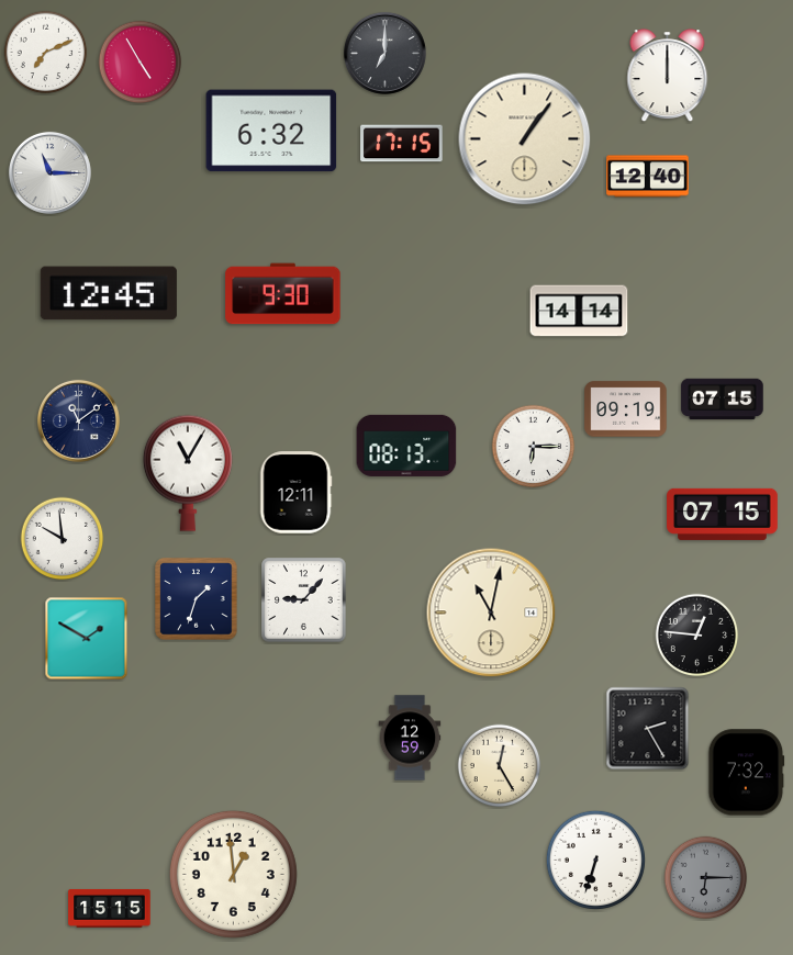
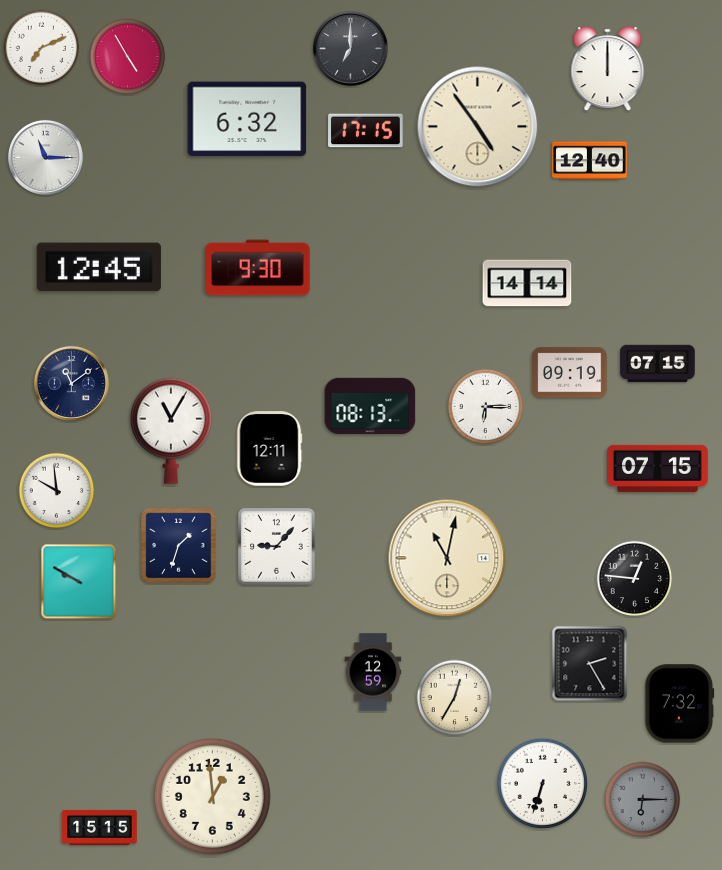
clock at (525, 139): 1:06 -> 4:54
clock at (87, 639): 1:50 -> 9:50
clock at (500, 766): 12:25 -> 12:35
